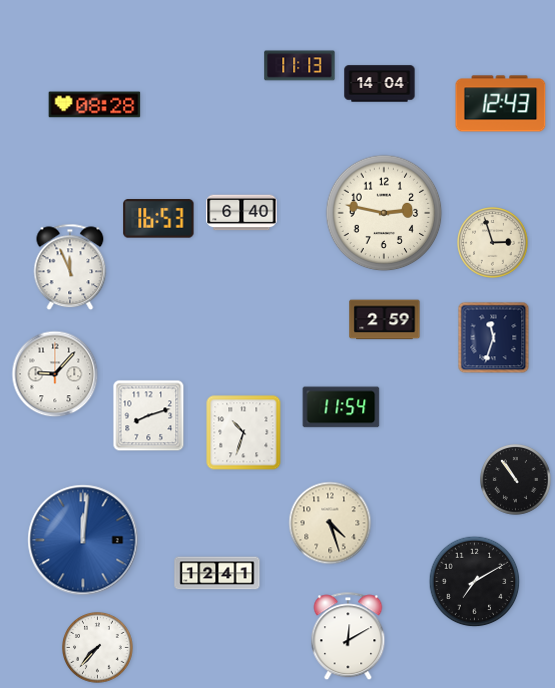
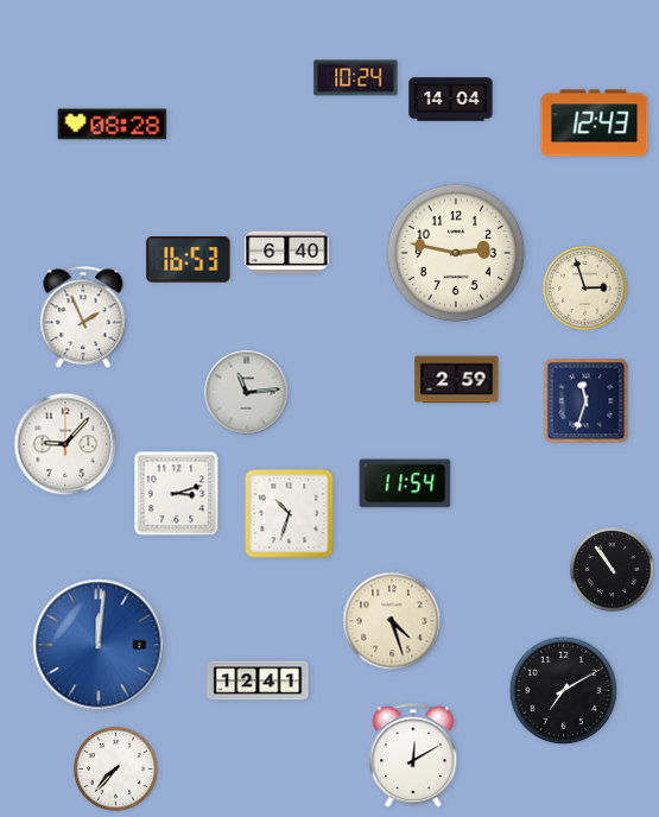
clock at (300, 66): 11:13 -> 10:24
clock at (70, 267): 11:56 -> 1:56
clock at (247, 393): none -> 11:14
clock at (149, 416): 8:12 -> 3:12
clock at (83, 540) position: (83, 540) -> (99, 645)
